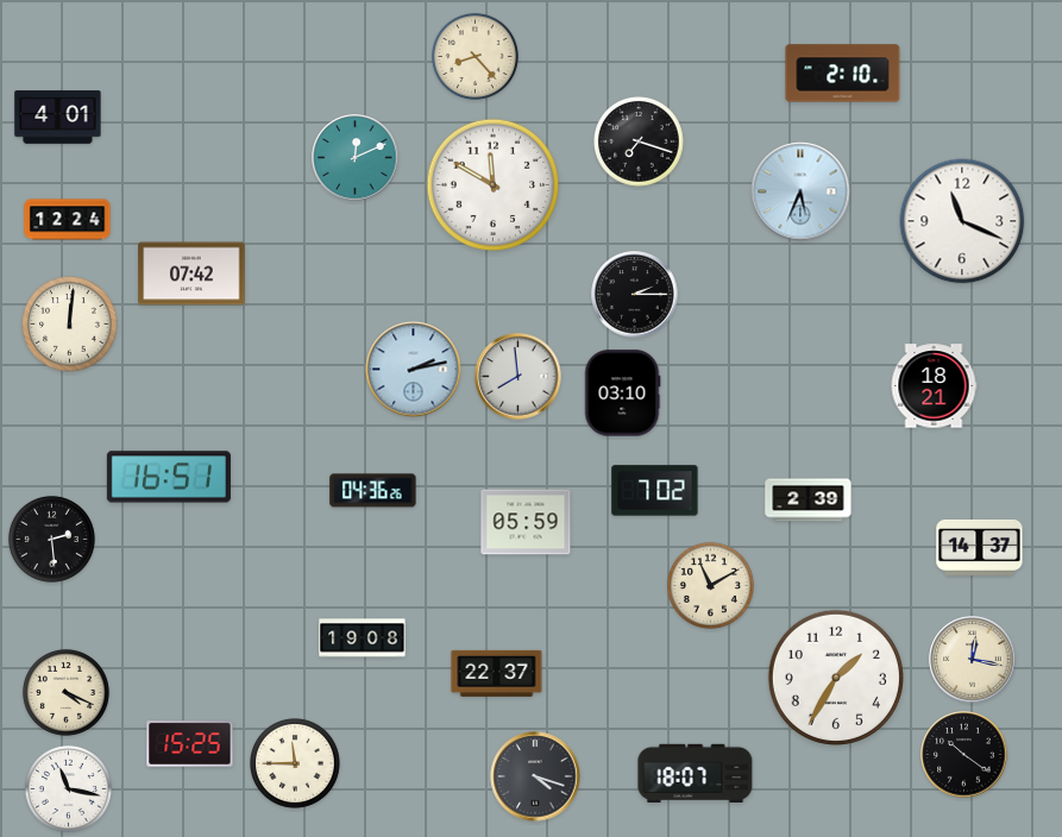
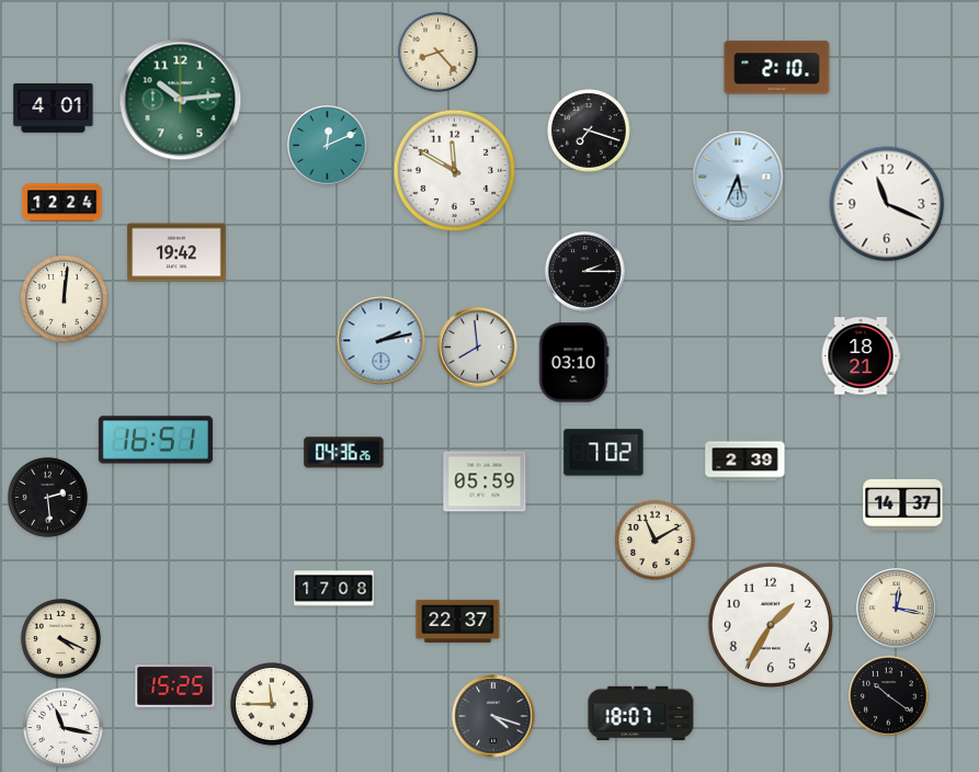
clock at (181, 100): none -> 10:14
clock at (191, 273): 07:42 -> 19:42
clock at (363, 638): 19:08 -> 17:08
